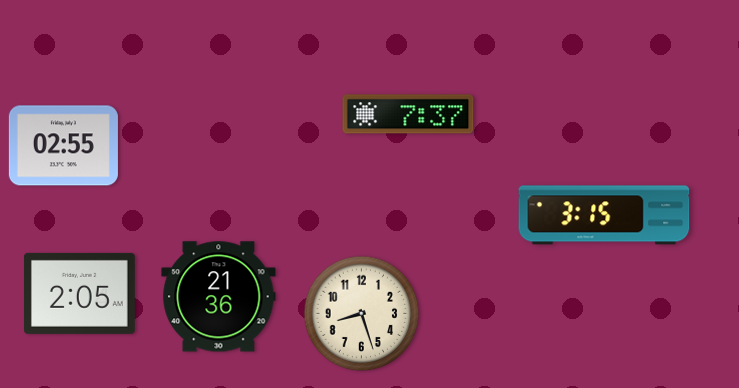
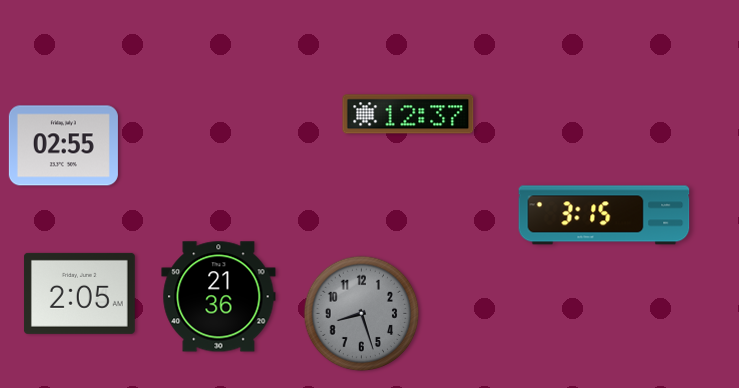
clock at (408, 114): 7:37 -> 12:37
clock at (362, 314) dial: cream -> grey
